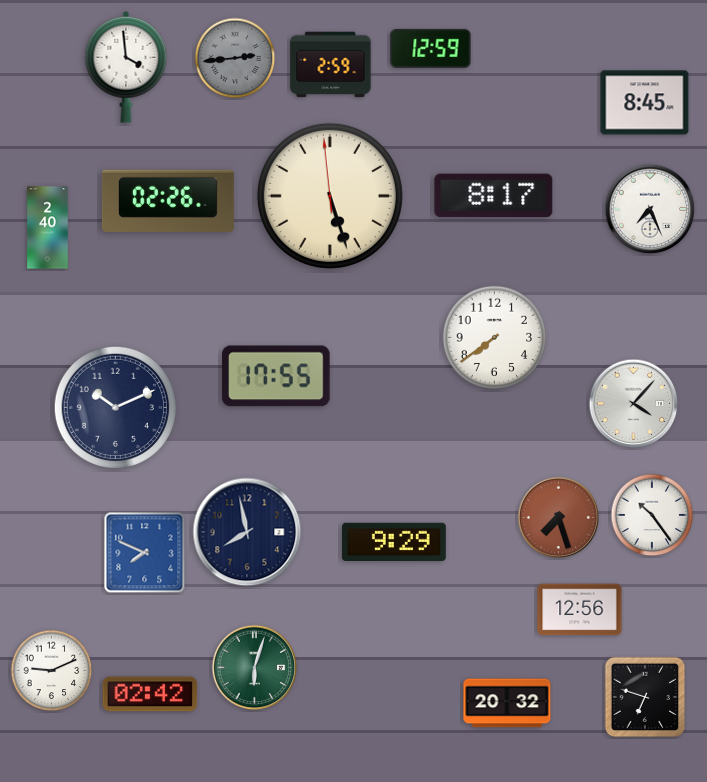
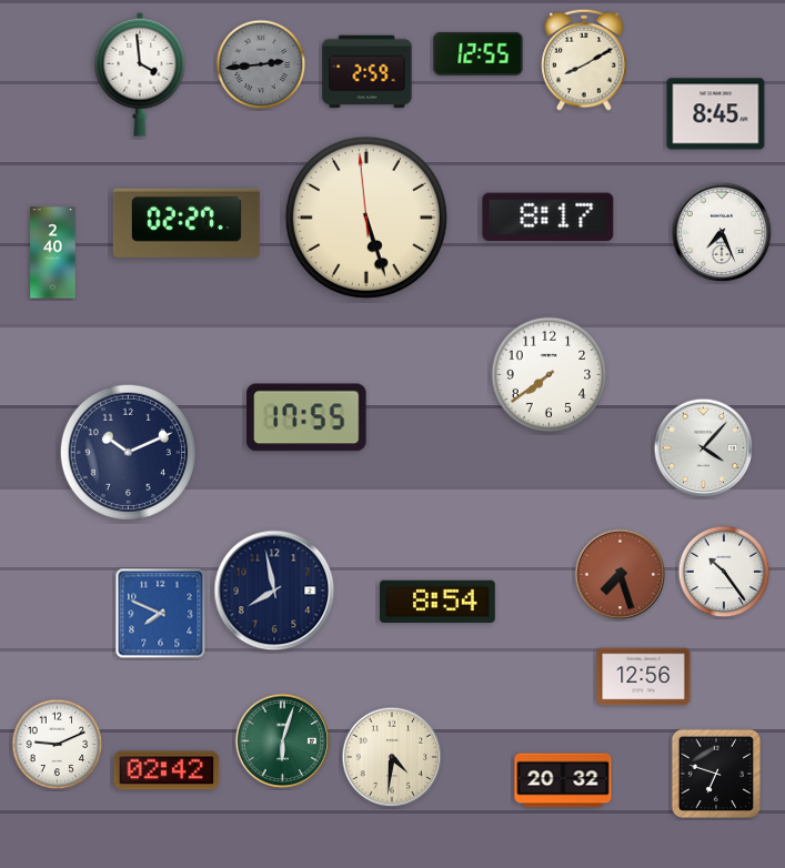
clock at (431, 48): 12:59 -> 12:55
clock at (584, 60): none -> 8:10
clock at (168, 201): 02:26 -> 02:27
clock at (394, 541): 9:29 -> 8:54
clock at (392, 757): none -> 4:31
